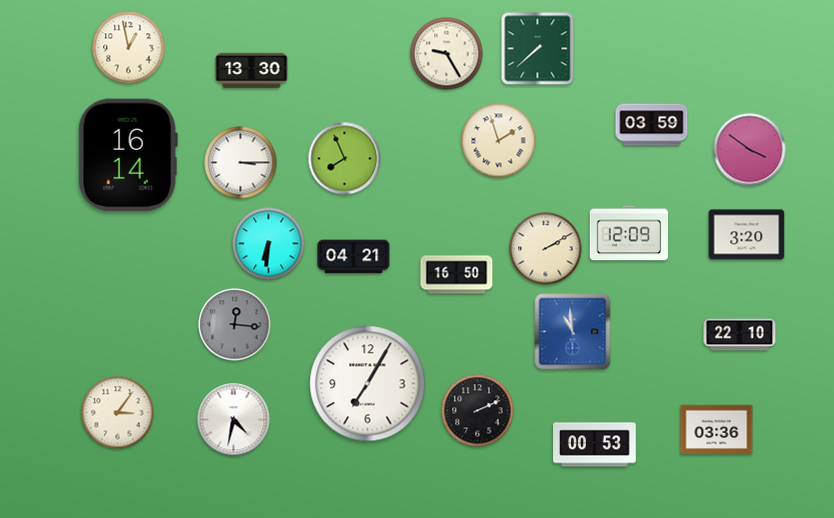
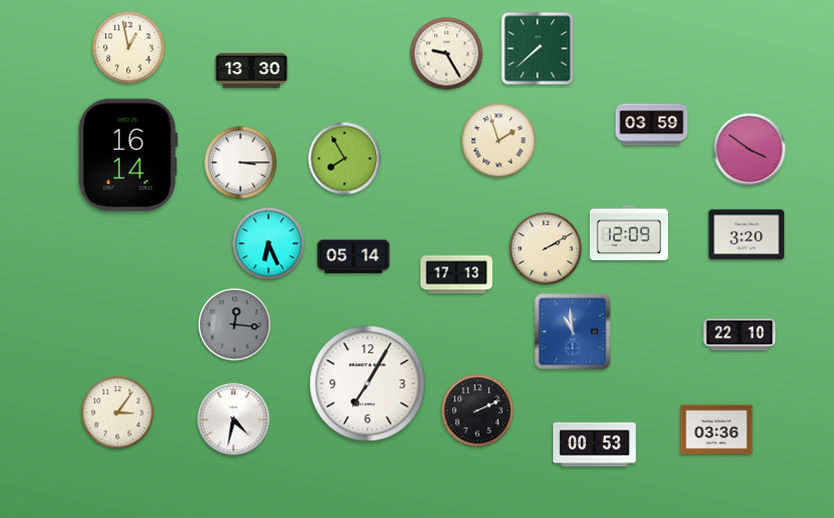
clock at (345, 159): 7:56 -> 7:55
clock at (269, 244): 6:31 -> 6:26
clock at (354, 257): 04:21 -> 05:14
clock at (457, 275): 16:50 -> 17:13
